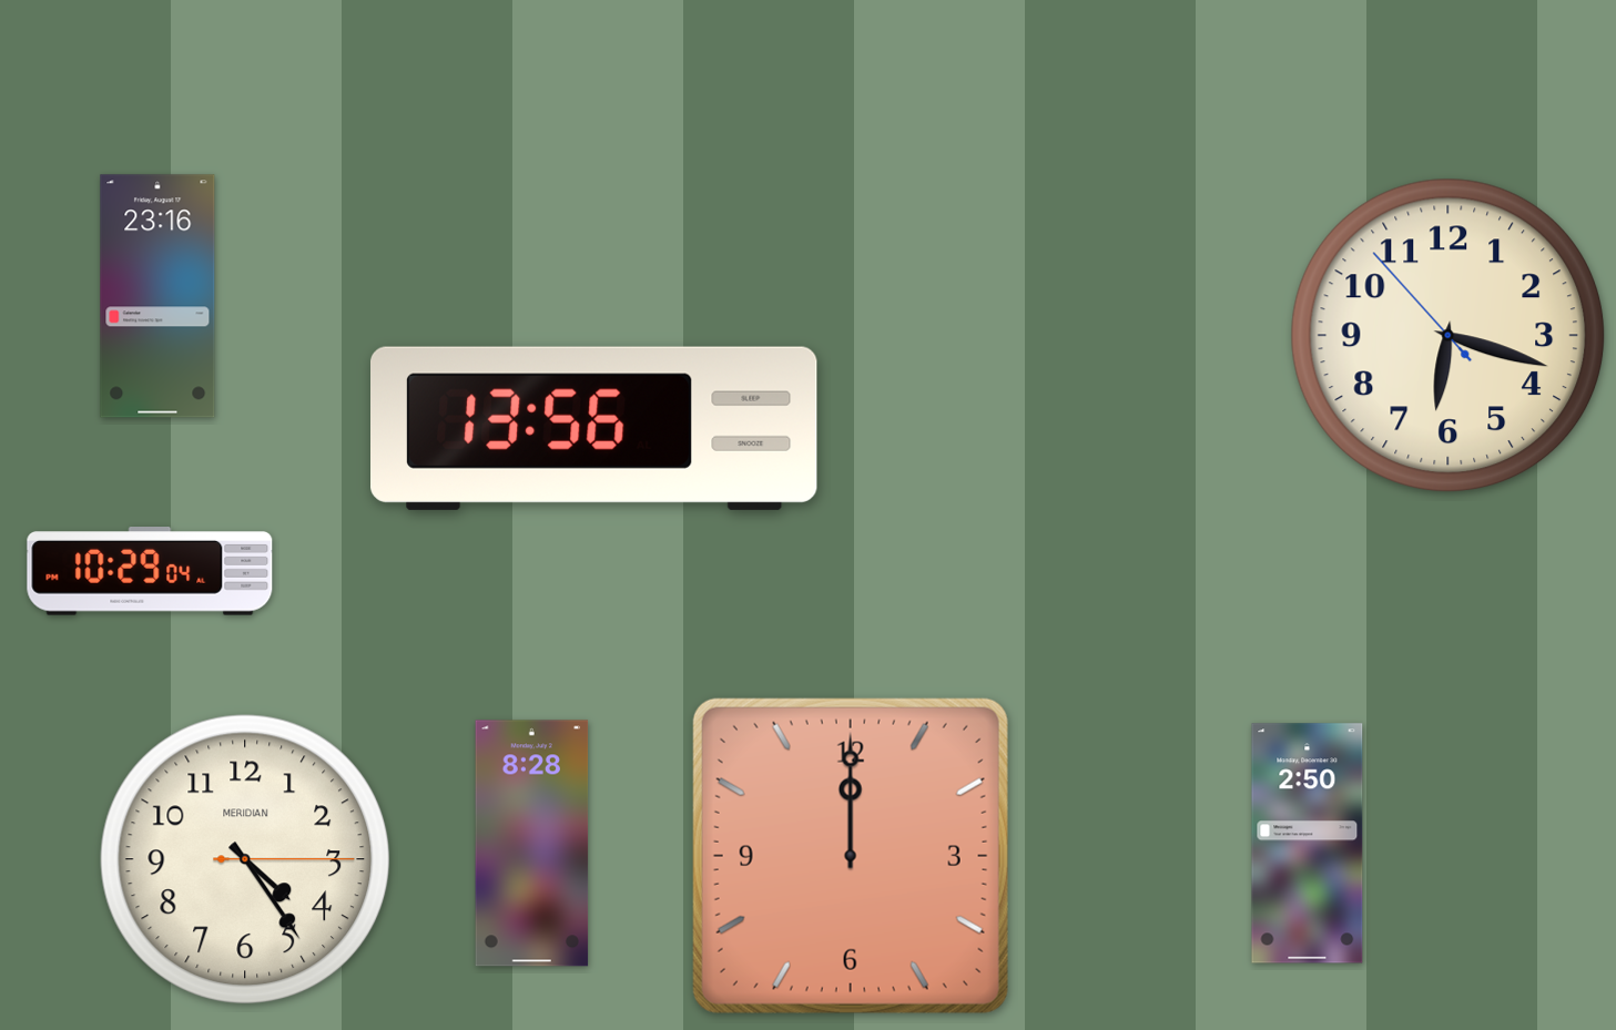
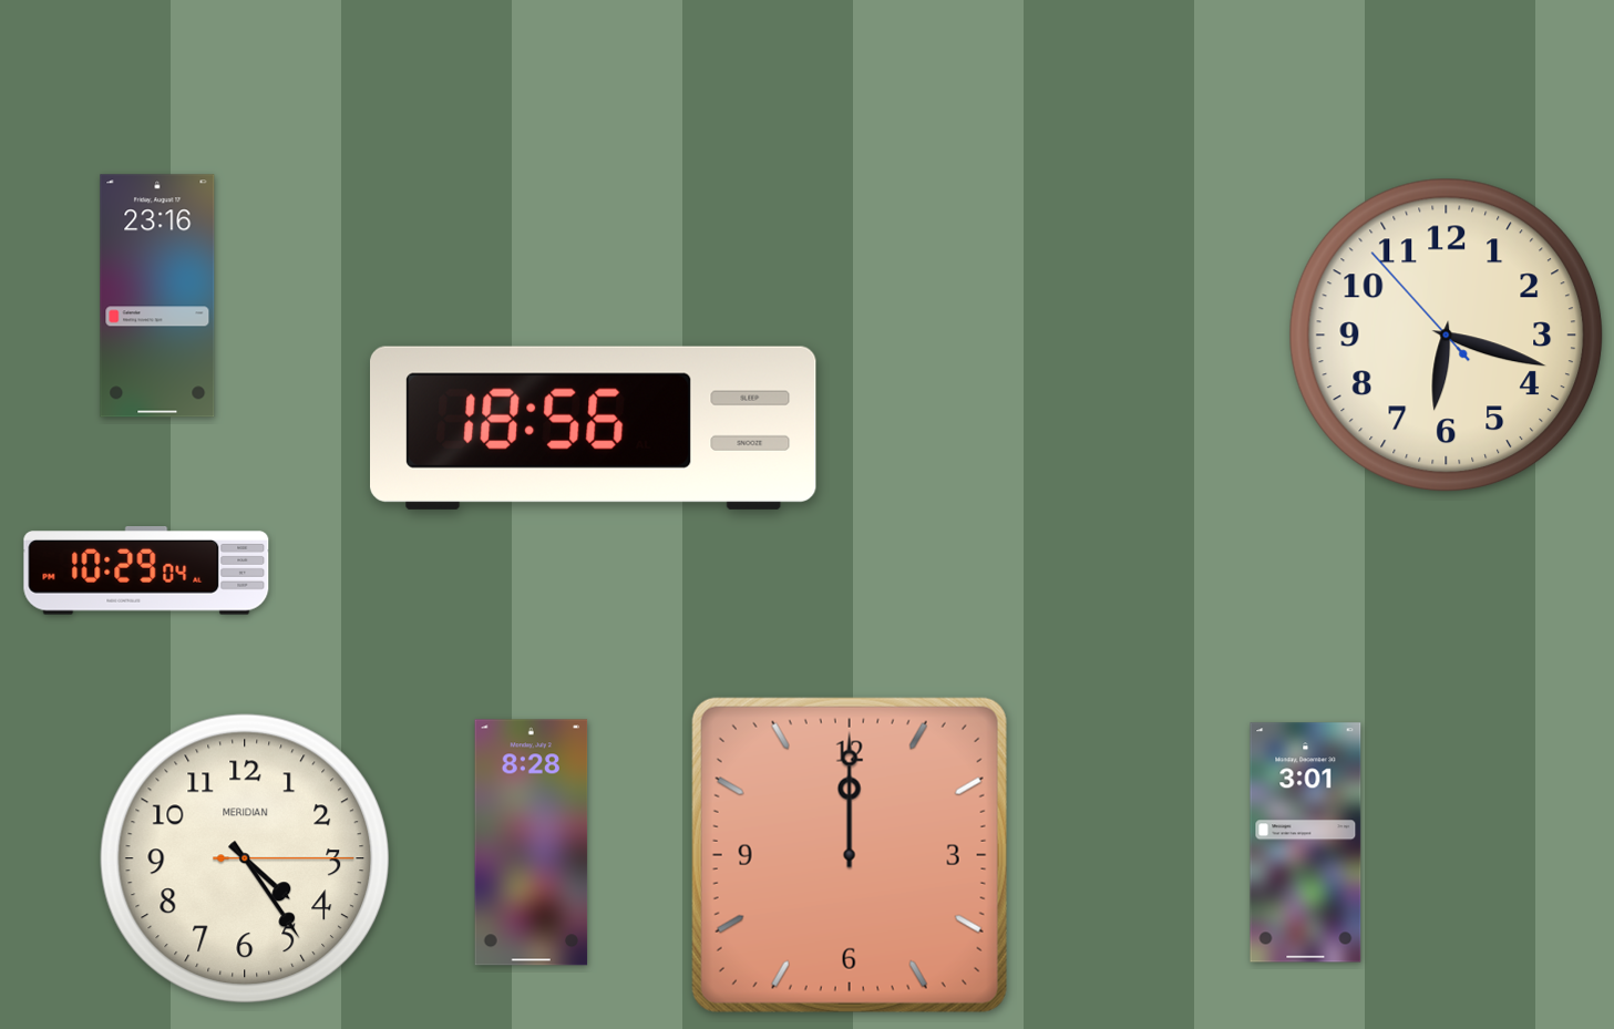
clock at (594, 428): 13:56 -> 18:56
clock at (150, 571) position: (150, 571) -> (146, 570)
clock at (1308, 844): 2:50 -> 3:01
